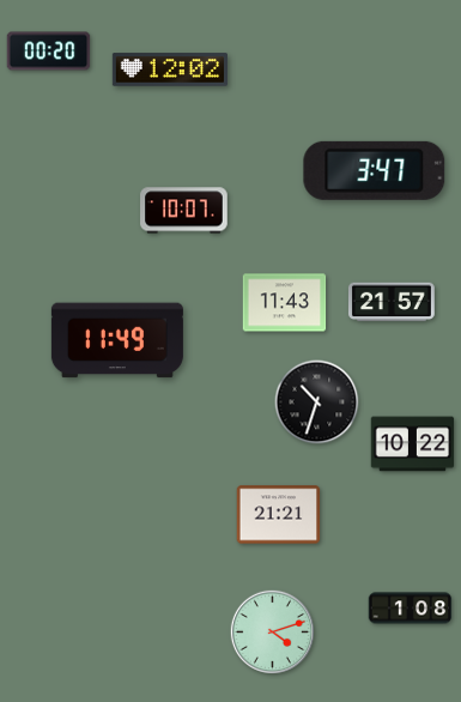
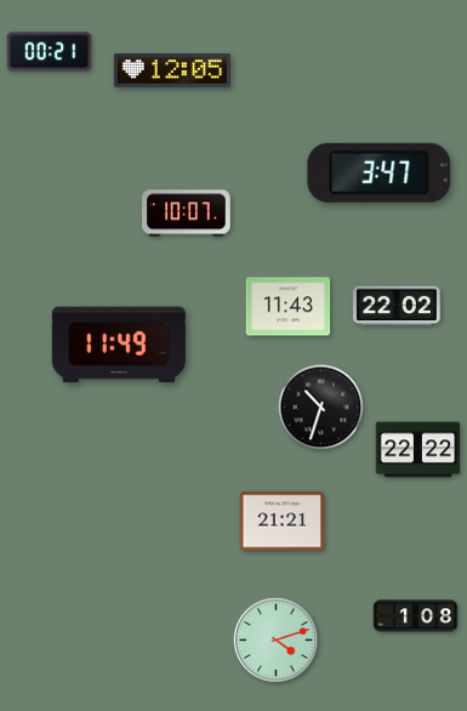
clock at (49, 52): 00:20 -> 00:21
clock at (170, 69): 12:02 -> 12:05
clock at (392, 302): 21:57 -> 22:02
clock at (413, 444): 10:22 -> 22:22
